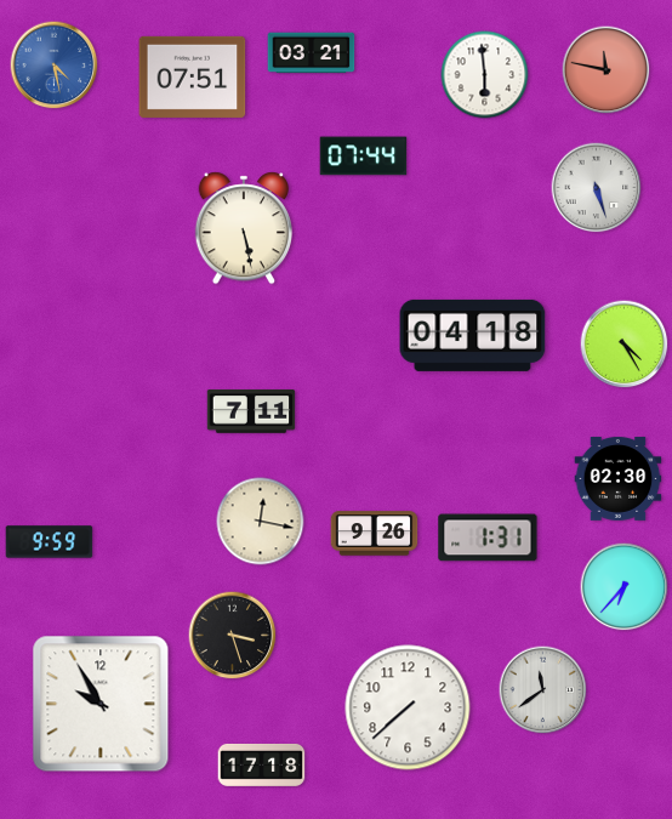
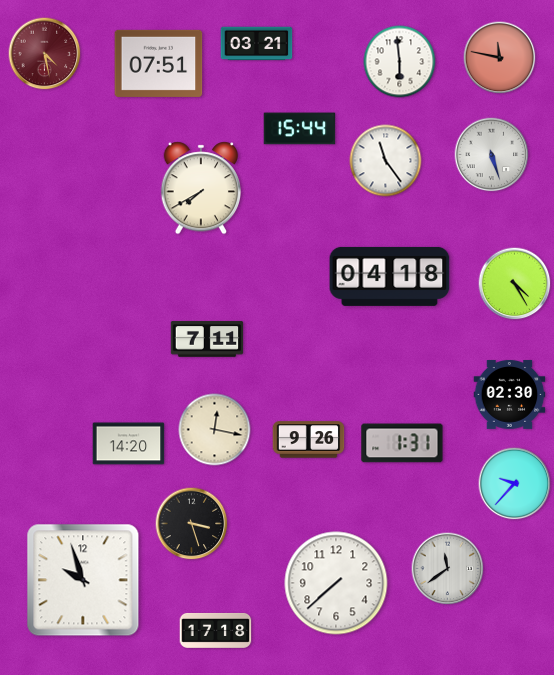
clock at (55, 66) dial: blue -> burgundy
clock at (364, 157): 07:44 -> 15:44
clock at (386, 161): none -> 11:24
clock at (244, 228): 5:28 -> 7:40
clock at (129, 444): none -> 14:20
clock at (50, 542): 9:59 -> none
clock at (625, 587): 6:37 -> 9:37
clock at (101, 704): 9:55 -> 9:57
